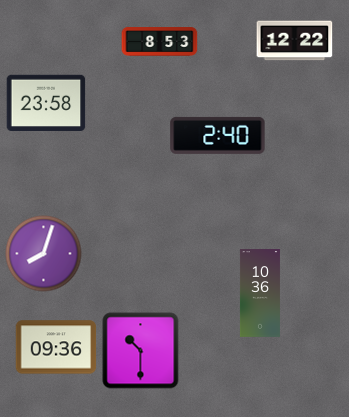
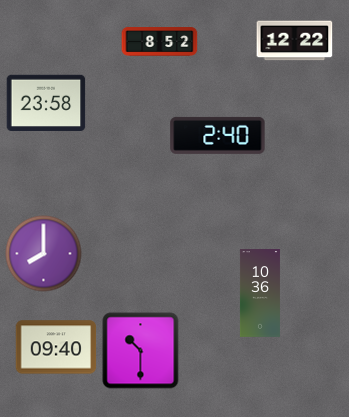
clock at (160, 42): 8:53 -> 8:52
clock at (44, 254): 8:03 -> 8:00
clock at (56, 347): 09:36 -> 09:40
